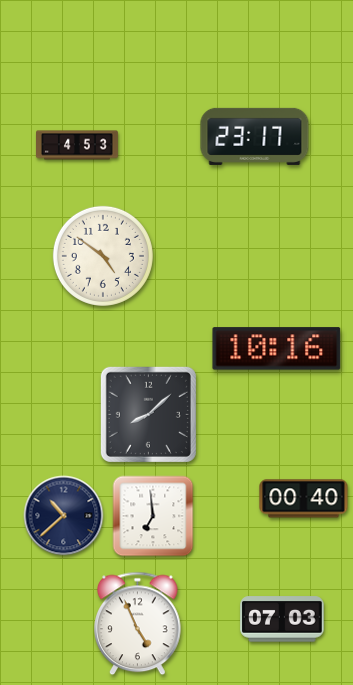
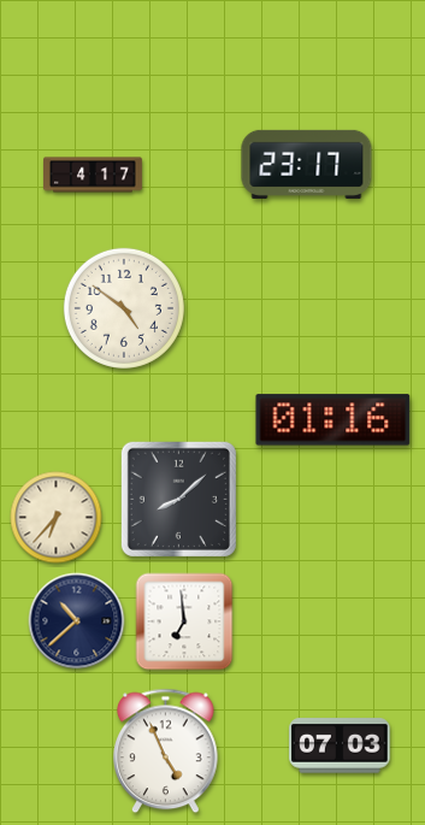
clock at (78, 145): 4:53 -> 4:17
clock at (277, 349): 10:16 -> 01:16
clock at (57, 518): none -> 6:37
clock at (304, 499): 00:40 -> none
